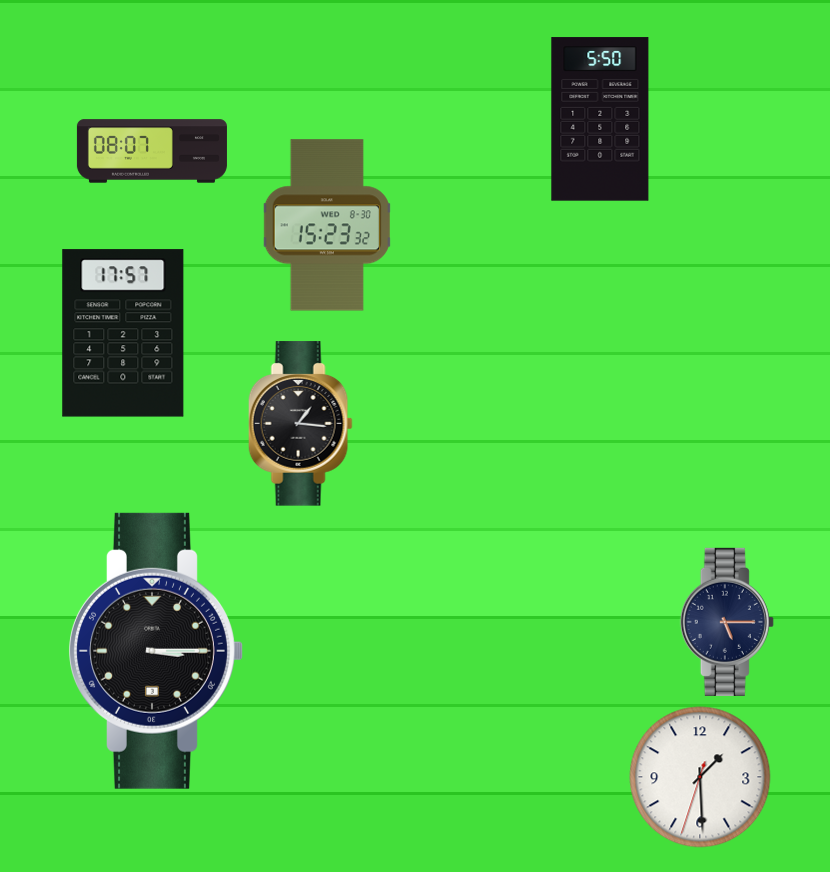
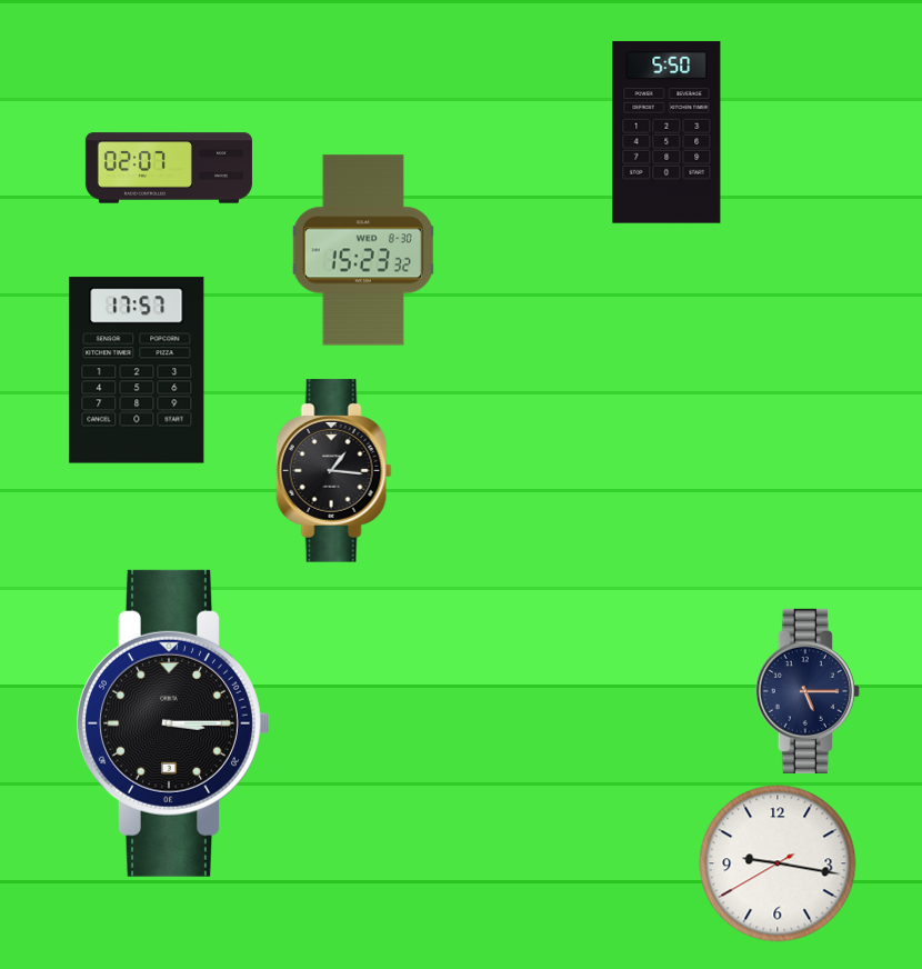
clock at (152, 151): 08:07 -> 02:07
clock at (700, 777): 1:29 -> 9:16
